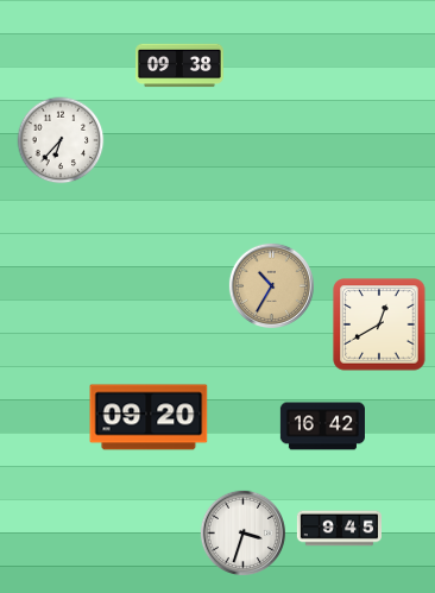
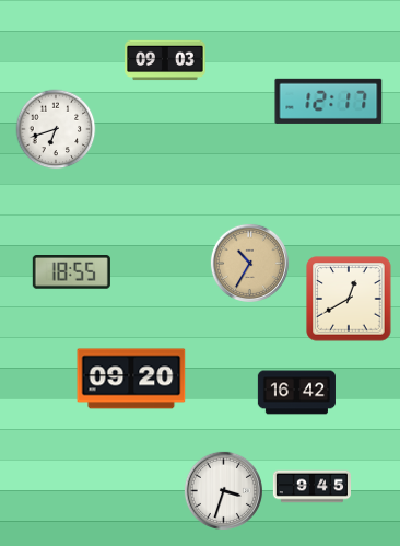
clock at (179, 65): 09:38 -> 09:03
clock at (329, 101): none -> 12:17
clock at (61, 140): 6:37 -> 6:42
clock at (71, 272): none -> 18:55
clock at (149, 417) position: (149, 417) -> (131, 379)
